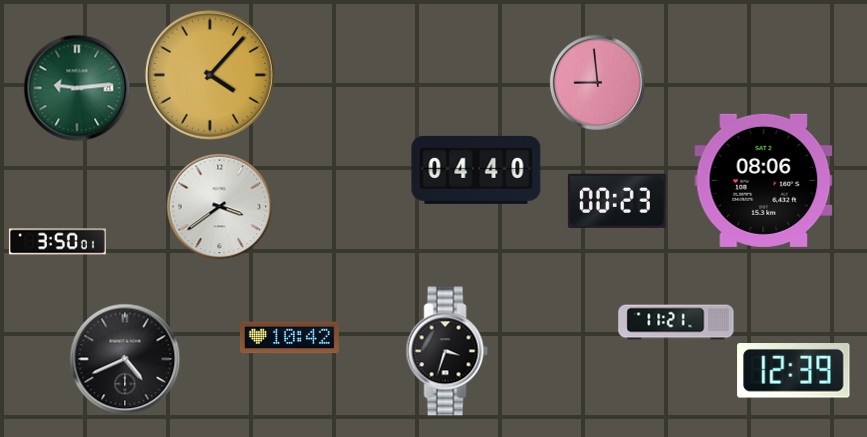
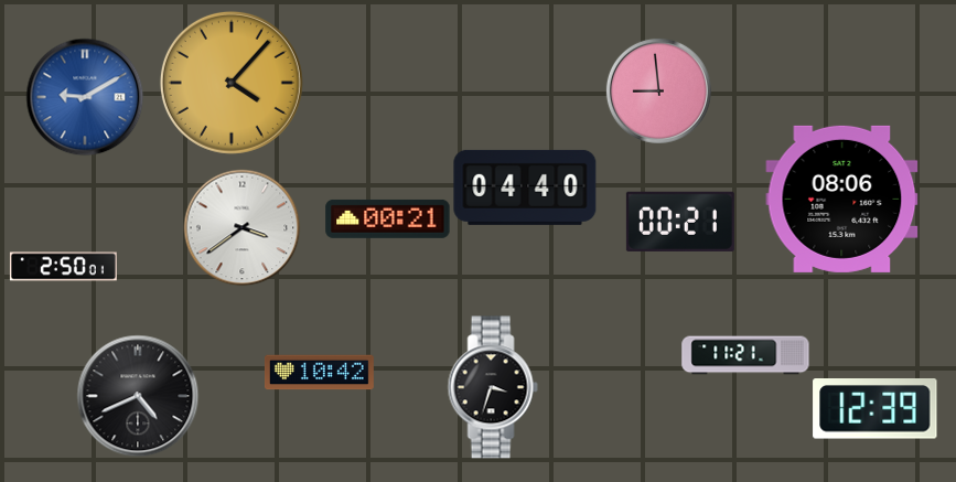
clock at (77, 88): 9:14 -> 9:10
clock at (77, 88) dial: green -> blue
clock at (388, 218): none -> 00:21
clock at (617, 201): 00:23 -> 00:21
clock at (57, 242): 3:50 -> 2:50
